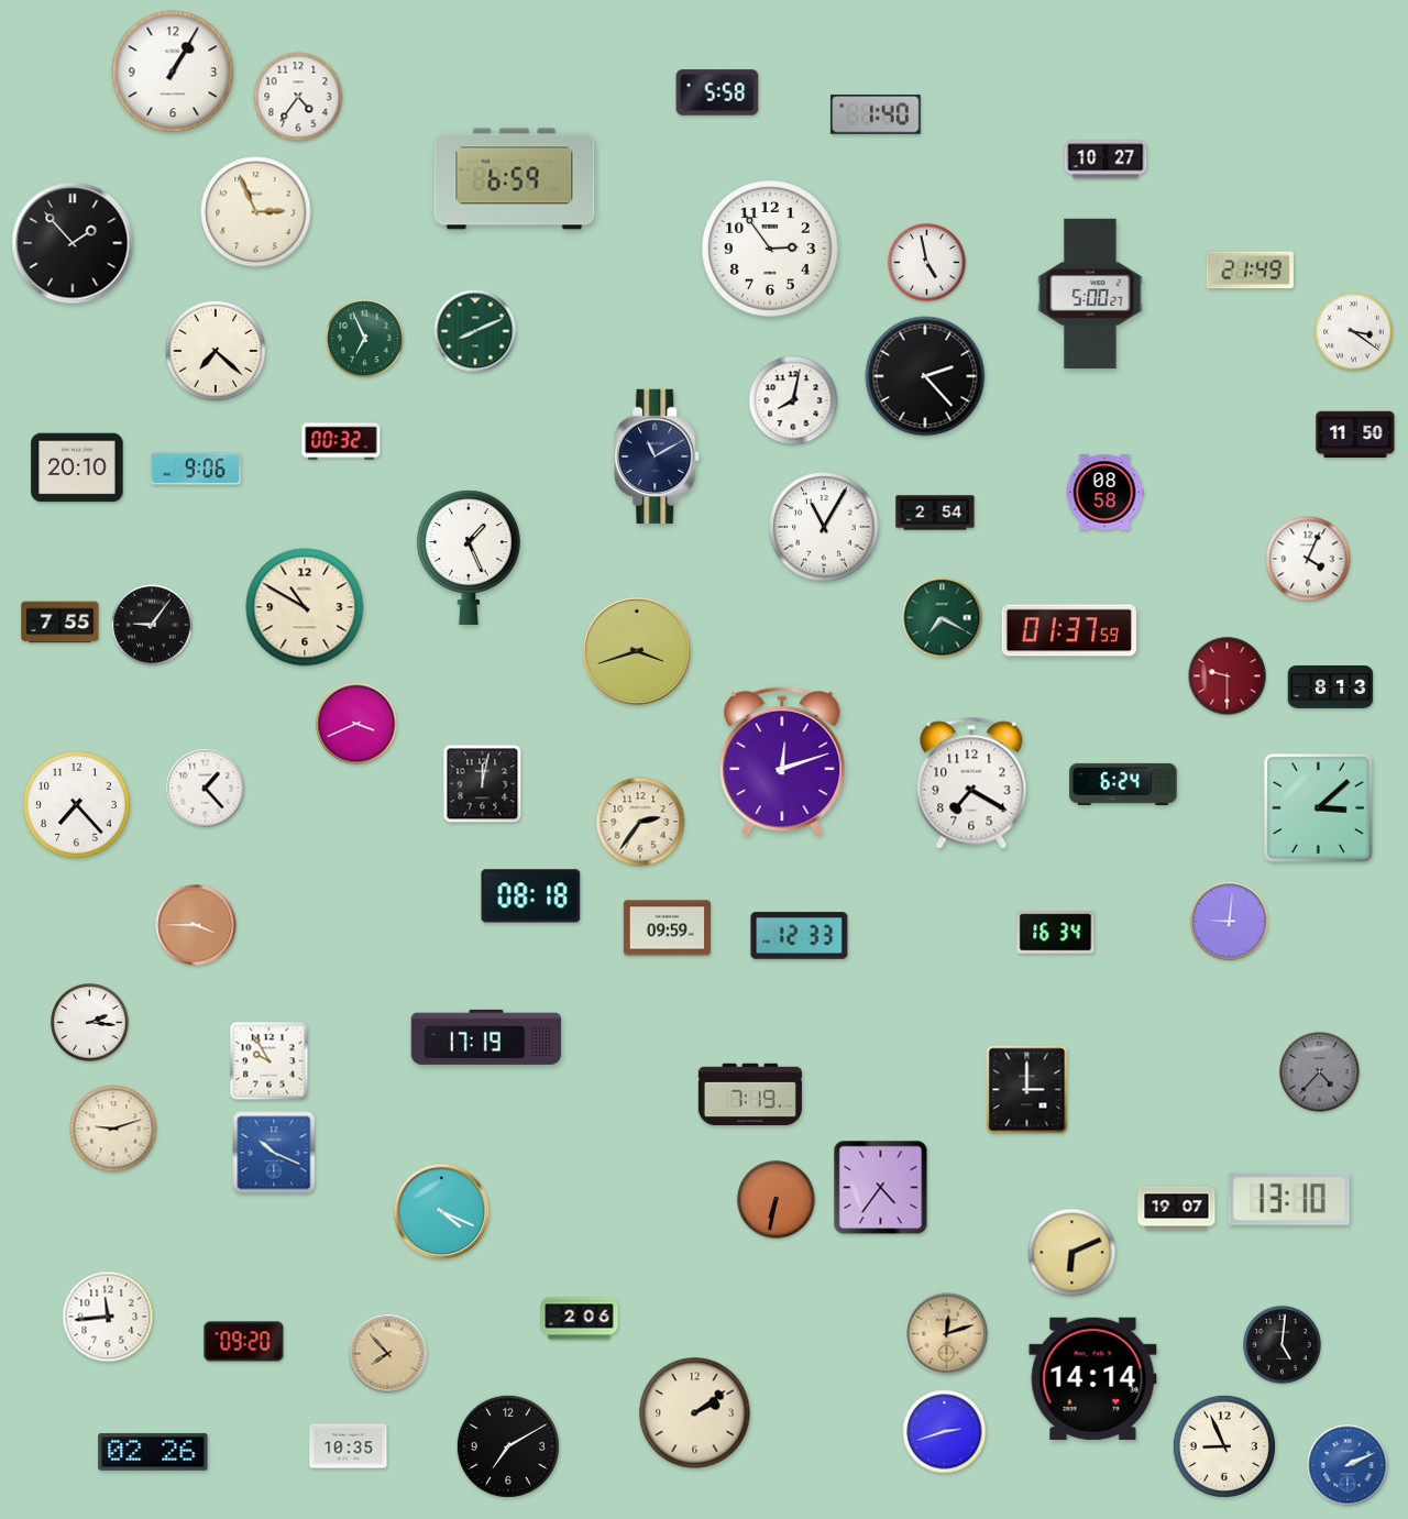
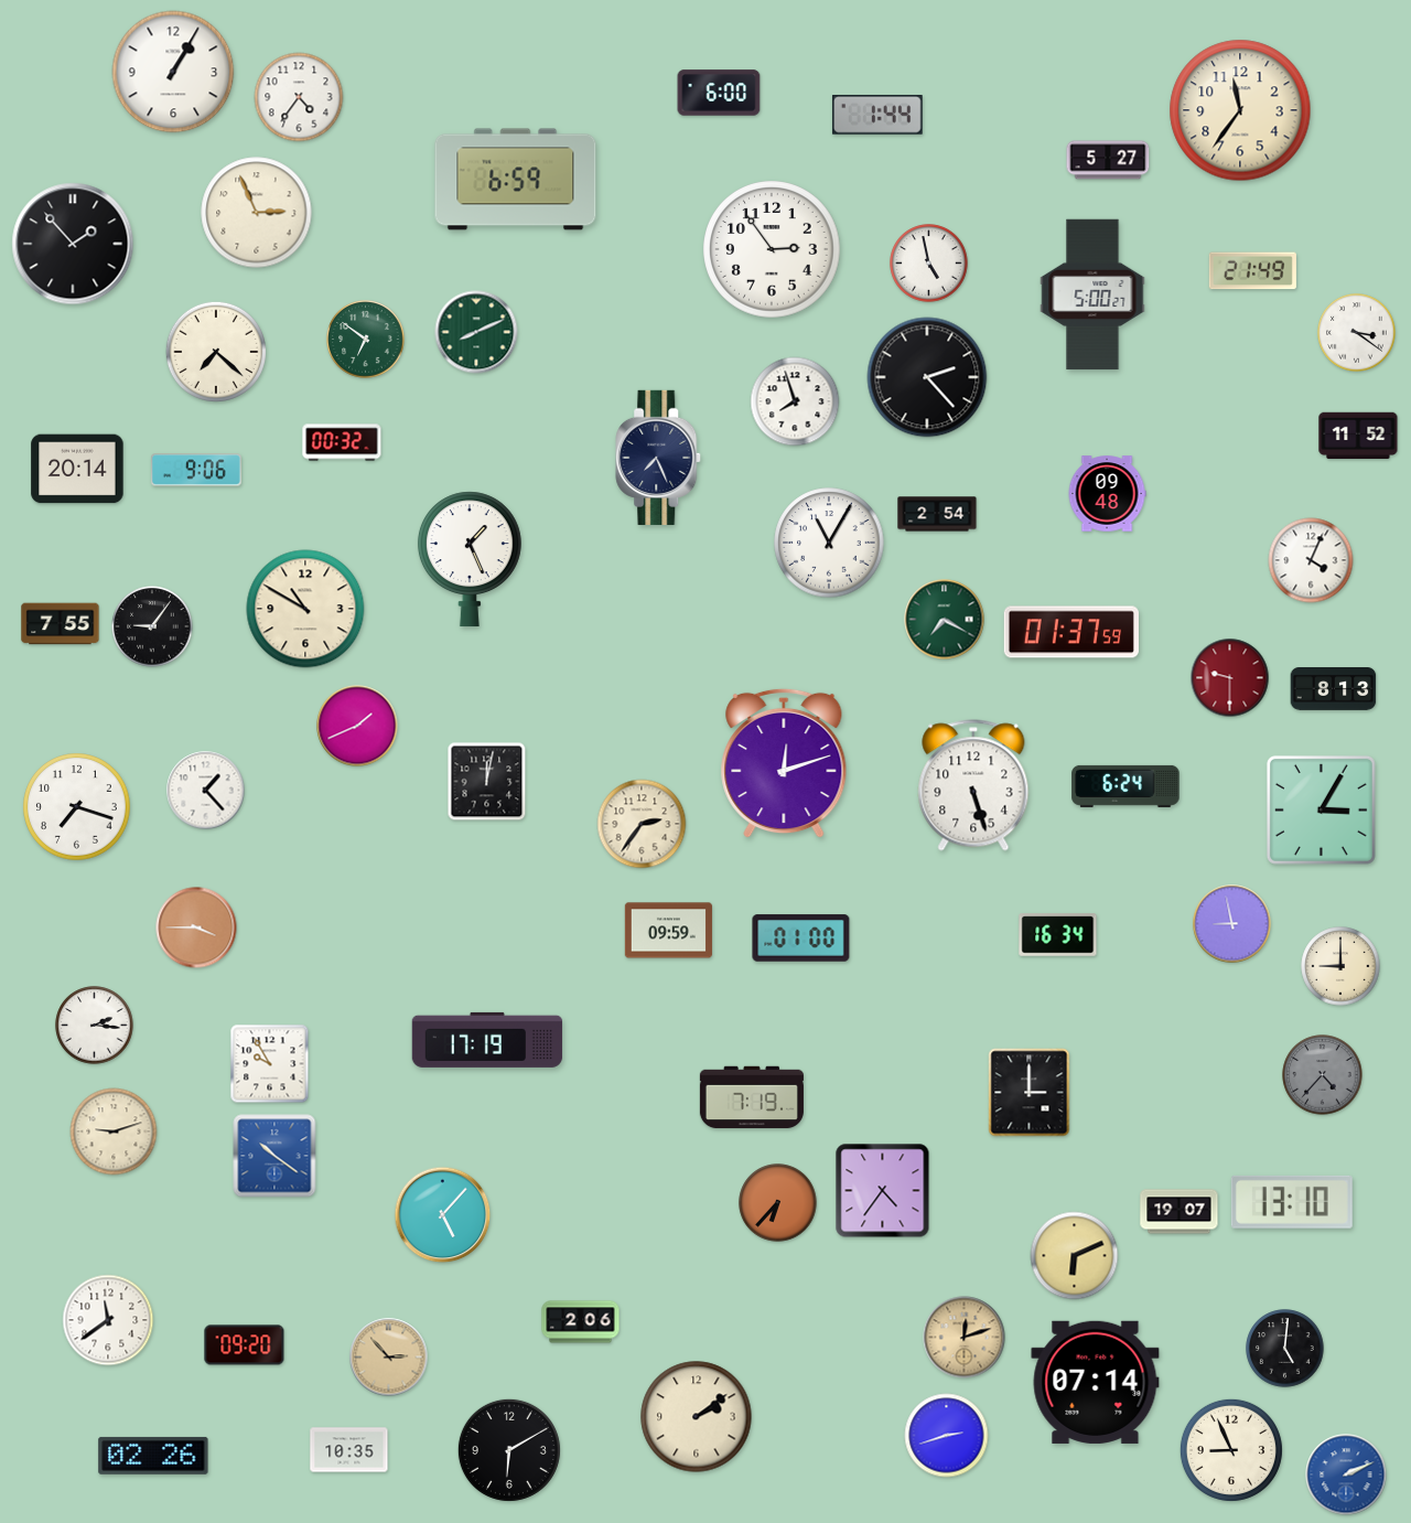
clock at (717, 92): 5:58 -> 6:00
clock at (1240, 110): none -> 11:36
clock at (876, 115): 1:40 -> 1:44
clock at (1105, 159): 10:27 -> 5:27
clock at (365, 339): 6:56 -> 6:51
clock at (793, 400): 8:02 -> 7:57
clock at (1355, 434): 11:50 -> 11:52
clock at (658, 456): 11:10 -> 7:26
clock at (77, 467): 20:10 -> 20:14
clock at (1104, 493): 08:58 -> 09:48
clock at (824, 527) position: (824, 527) -> (829, 543)
clock at (637, 651): 3:42 -> none
clock at (356, 724): 3:41 -> 1:41
clock at (971, 783): 7:20 -> 5:27
clock at (483, 784) position: (483, 784) -> (487, 782)
clock at (77, 805): 7:23 -> 7:18
clock at (1318, 807): 3:08 -> 3:05
clock at (531, 896): 08:18 -> none
clock at (1230, 922): 9:01 -> 8:58
clock at (800, 936): 12:33 -> 01:00
clock at (1340, 966): none -> 9:00
clock at (90, 1023) position: (90, 1023) -> (95, 1026)
clock at (274, 1153): 10:19 -> 10:21
clock at (777, 1200): 6:32 -> 6:37
clock at (442, 1212): 4:19 -> 5:07
clock at (108, 1317): 11:44 -> 11:39
clock at (947, 1334) position: (947, 1334) -> (965, 1338)
clock at (388, 1354): 7:53 -> 2:53
clock at (1093, 1378): 14:14 -> 07:14
clock at (508, 1446): 7:10 -> 6:10
clock at (1224, 1446) position: (1224, 1446) -> (1231, 1450)
clock at (1347, 1465) position: (1347, 1465) -> (1346, 1474)
